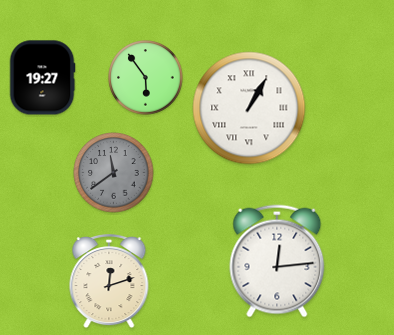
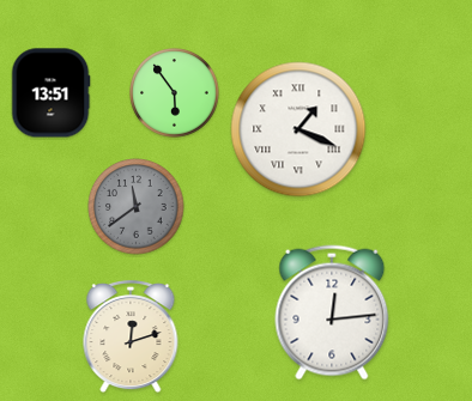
clock at (42, 78): 19:27 -> 13:51
clock at (249, 108): 1:05 -> 1:19
